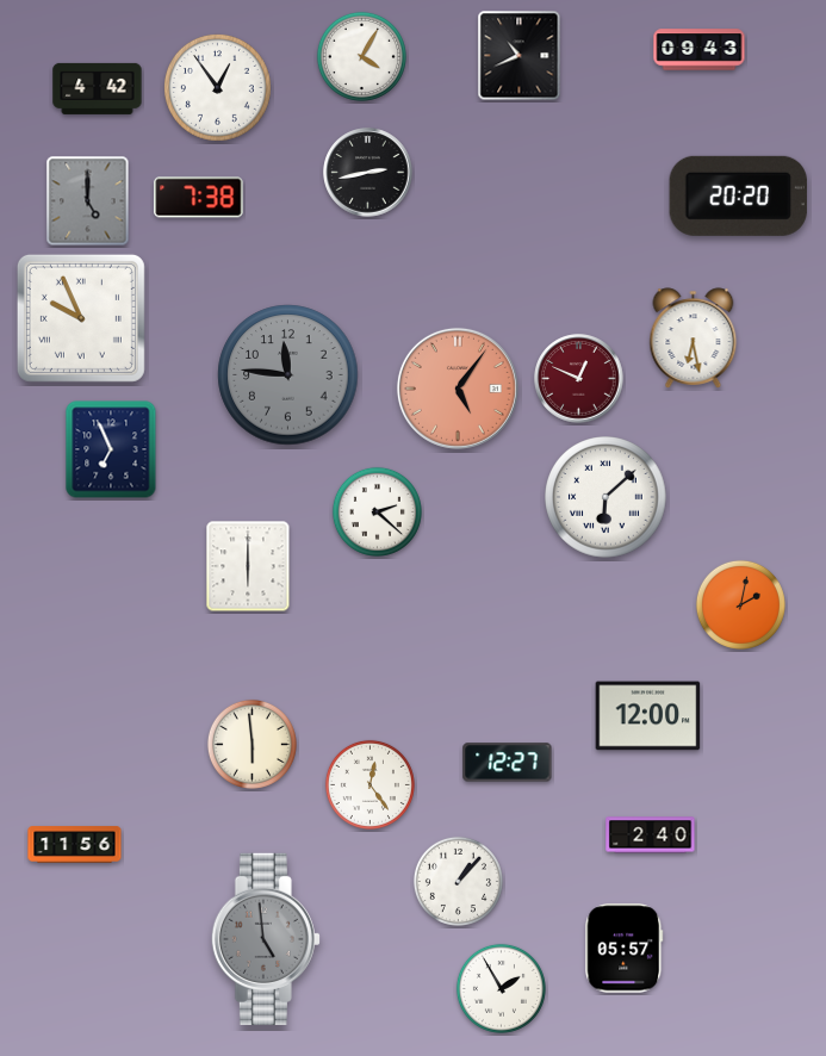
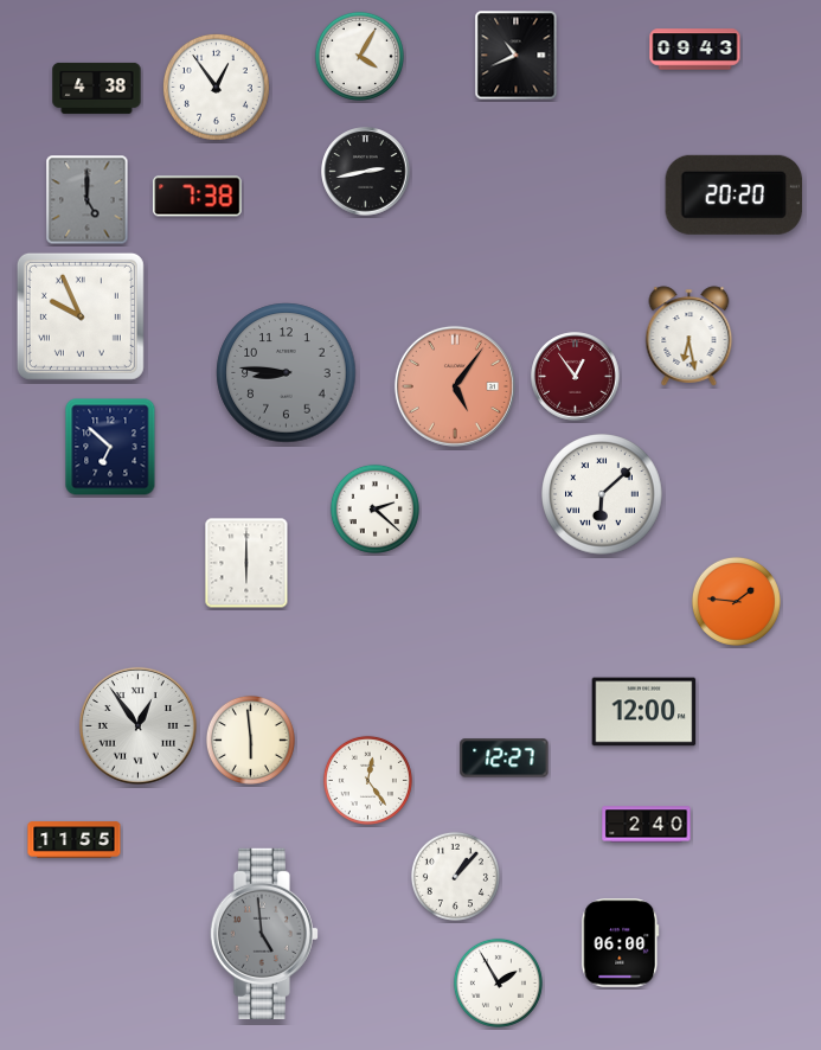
clock at (98, 88): 4:42 -> 4:38
clock at (288, 375): 11:46 -> 8:46
clock at (579, 379): 12:49 -> 12:54
clock at (111, 449): 6:56 -> 6:52
clock at (740, 604): 2:02 -> 1:46
clock at (137, 725): none -> 12:54
clock at (651, 836) position: (651, 836) -> (647, 825)
clock at (75, 845): 11:56 -> 11:55
clock at (625, 949): 05:57 -> 06:00
